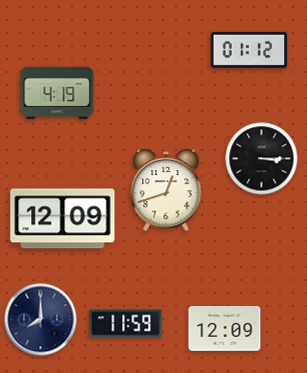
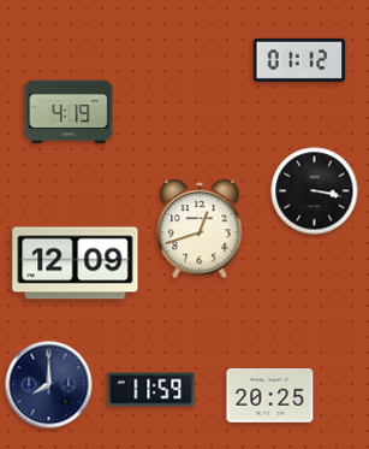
clock at (262, 159): 3:15 -> 3:17
clock at (225, 329): 12:09 -> 20:25
